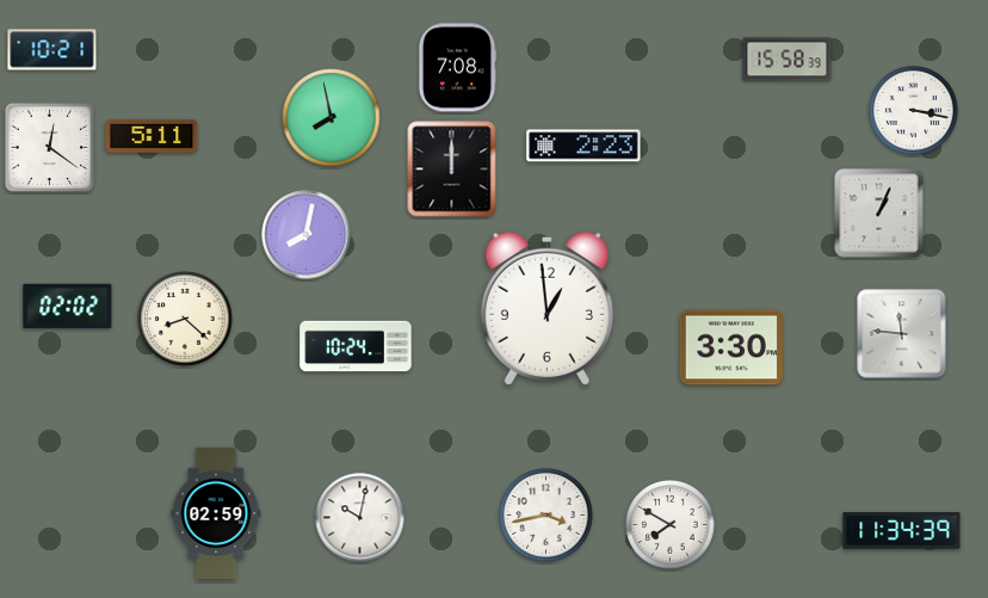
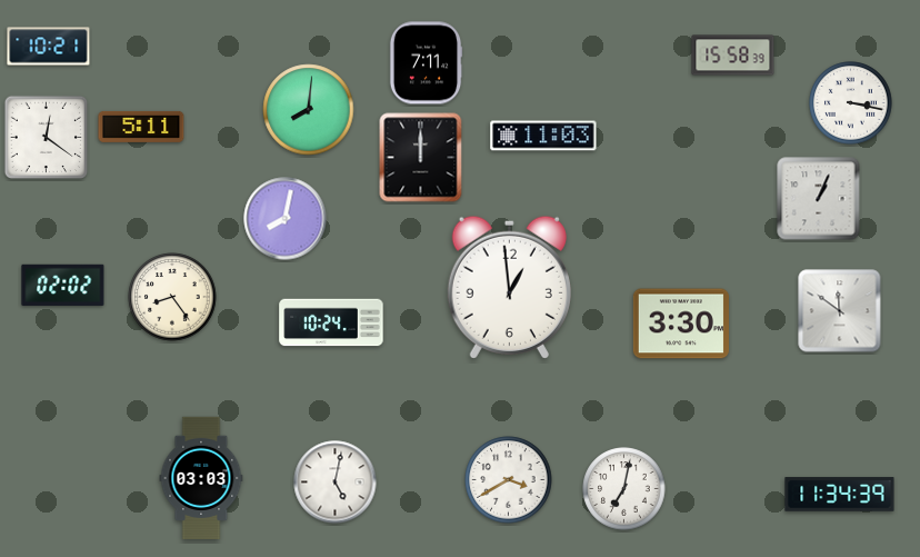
clock at (457, 68): 7:08 -> 7:11
clock at (332, 118): 7:58 -> 8:01
clock at (583, 146): 2:23 -> 11:03
clock at (185, 319): 8:22 -> 8:24
clock at (902, 334): 11:46 -> 11:51
clock at (216, 512): 02:59 -> 03:03
clock at (547, 516): 3:43 -> 3:40
clock at (360, 518): 10:02 -> 5:02
clock at (671, 525): 7:50 -> 7:02
